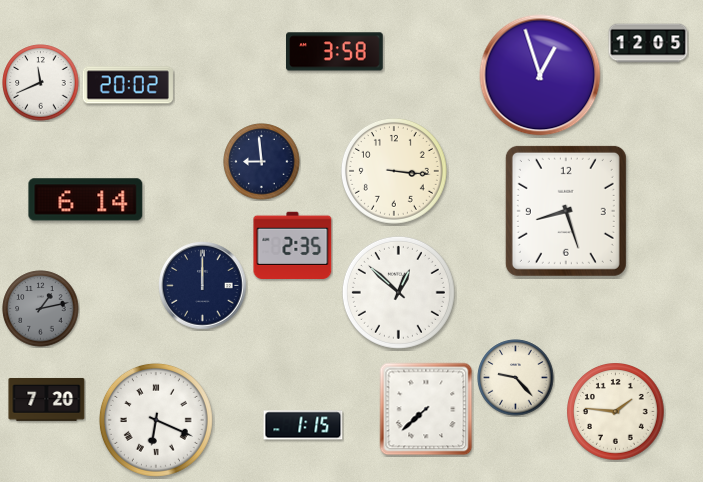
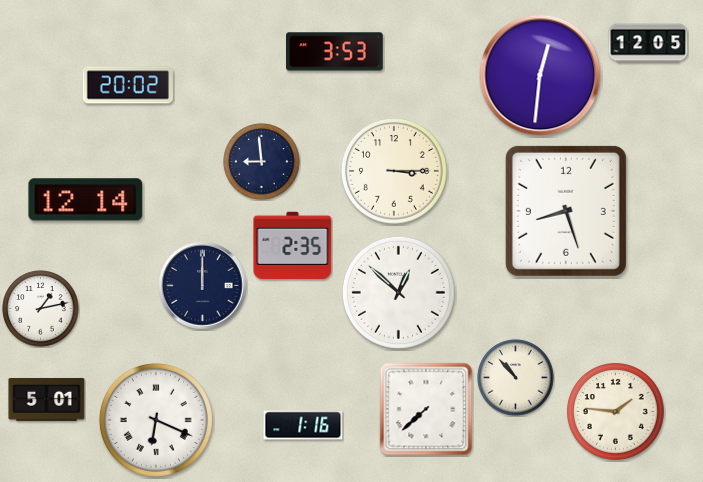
clock at (335, 52): 3:58 -> 3:53
clock at (540, 75): 12:57 -> 12:31
clock at (41, 83): 11:41 -> none
clock at (394, 171): 3:16 -> 3:15
clock at (86, 200): 6:14 -> 12:14
clock at (41, 309) dial: grey -> white
clock at (516, 378): 9:23 -> 10:53
clock at (47, 399): 7:20 -> 5:01
clock at (303, 425): 1:15 -> 1:16
